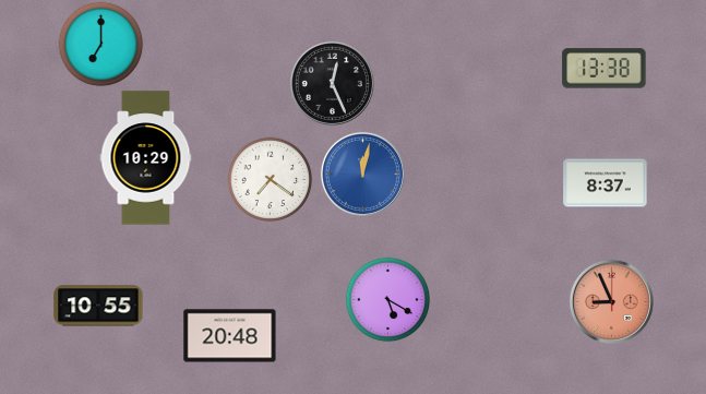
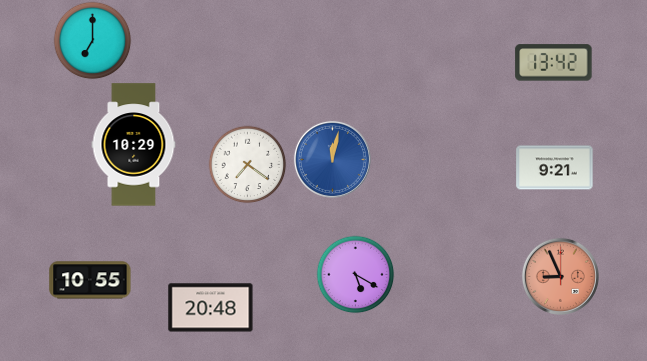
clock at (605, 69): 13:38 -> 13:42
clock at (332, 83): 12:26 -> none
clock at (606, 183): 8:37 -> 9:21
